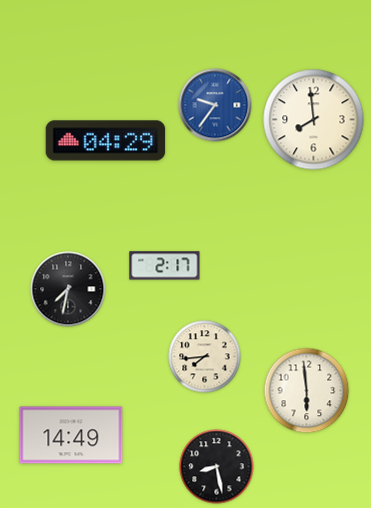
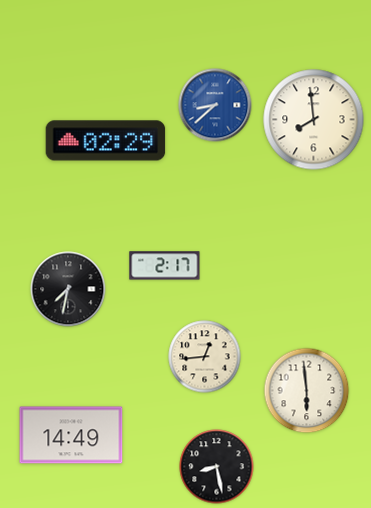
clock at (215, 105): 9:36 -> 8:38
clock at (106, 141): 04:29 -> 02:29
clock at (205, 357): 7:44 -> 12:44
